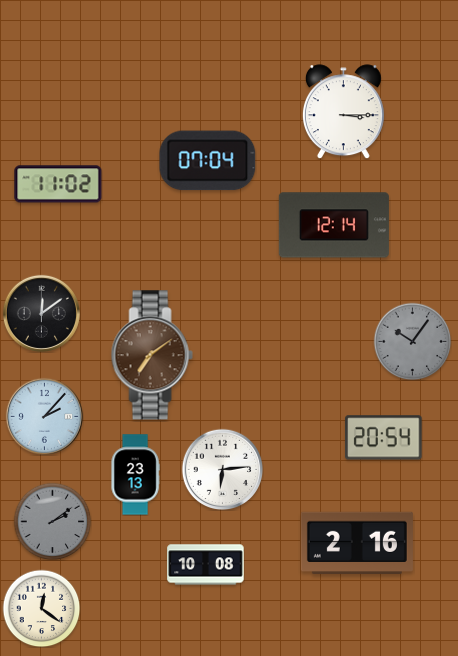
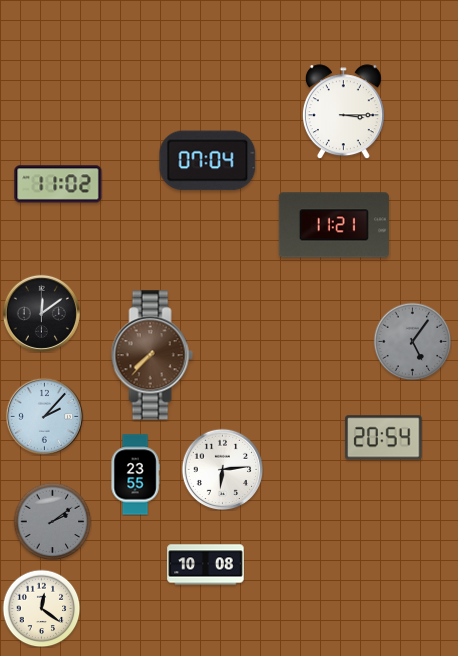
clock at (334, 225): 12:14 -> 11:21
clock at (412, 341): 10:06 -> 5:06
clock at (152, 355): 7:09 -> 7:37
clock at (135, 475): 23:13 -> 23:55
clock at (357, 543): 2:16 -> none
